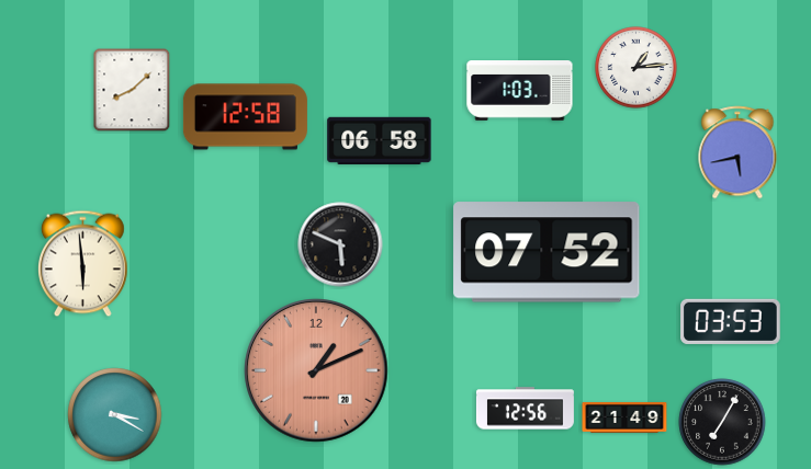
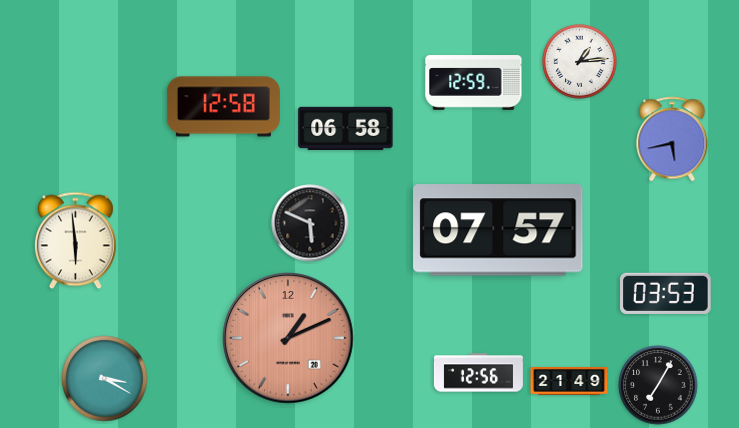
clock at (132, 90): 8:08 -> none
clock at (520, 91): 1:03 -> 12:59
clock at (547, 252): 07:52 -> 07:57
